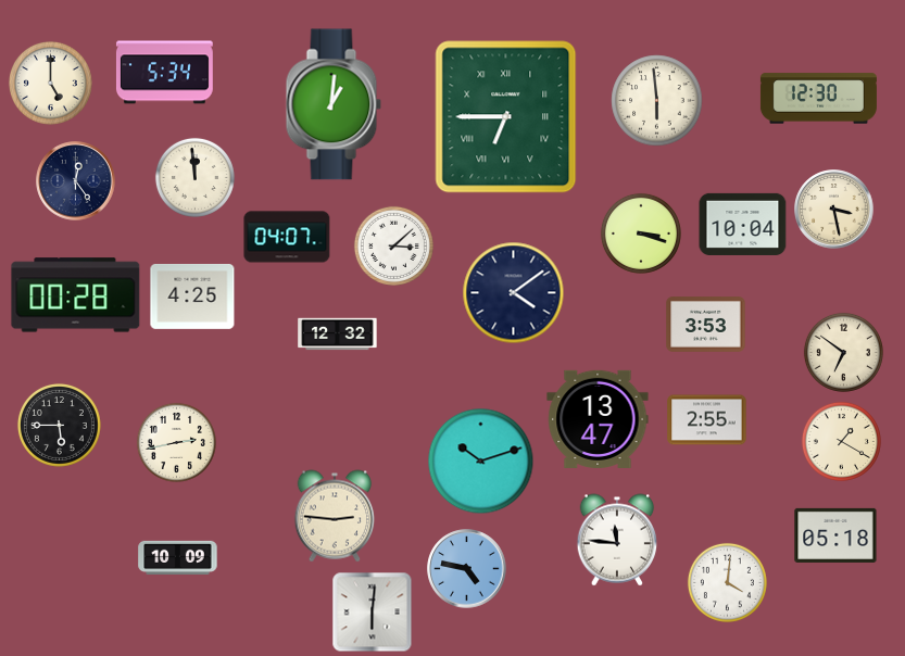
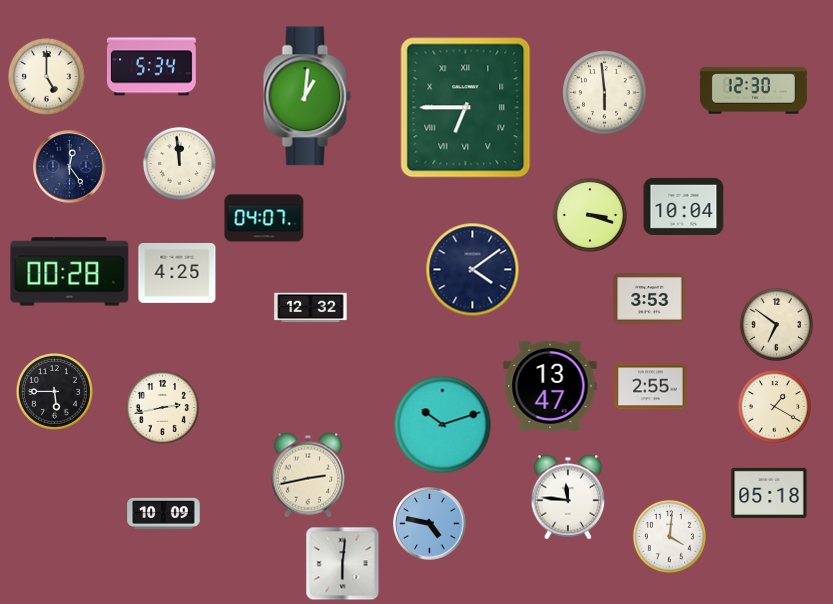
clock at (834, 210): 3:28 -> none
clock at (393, 245): 3:08 -> none
clock at (335, 516): 2:46 -> 2:43
